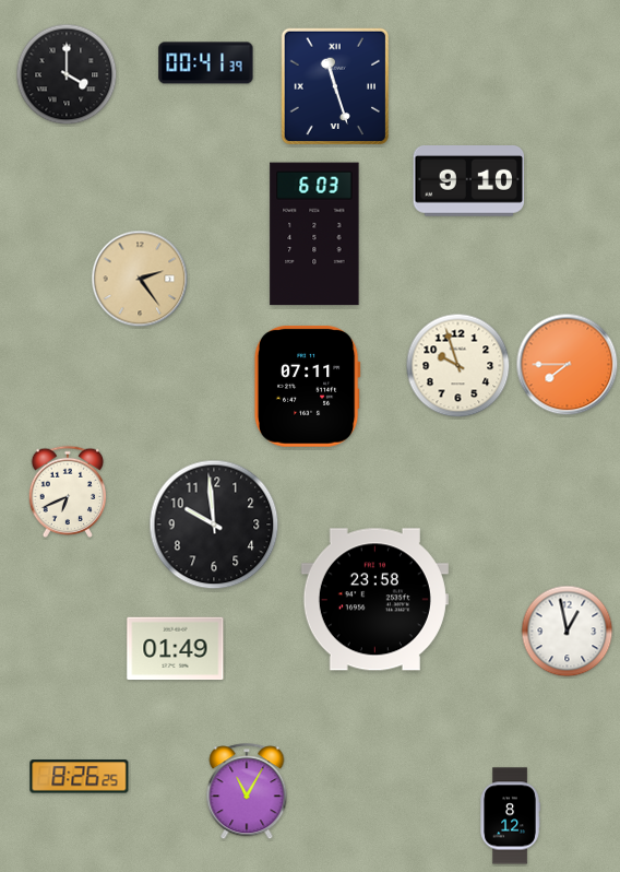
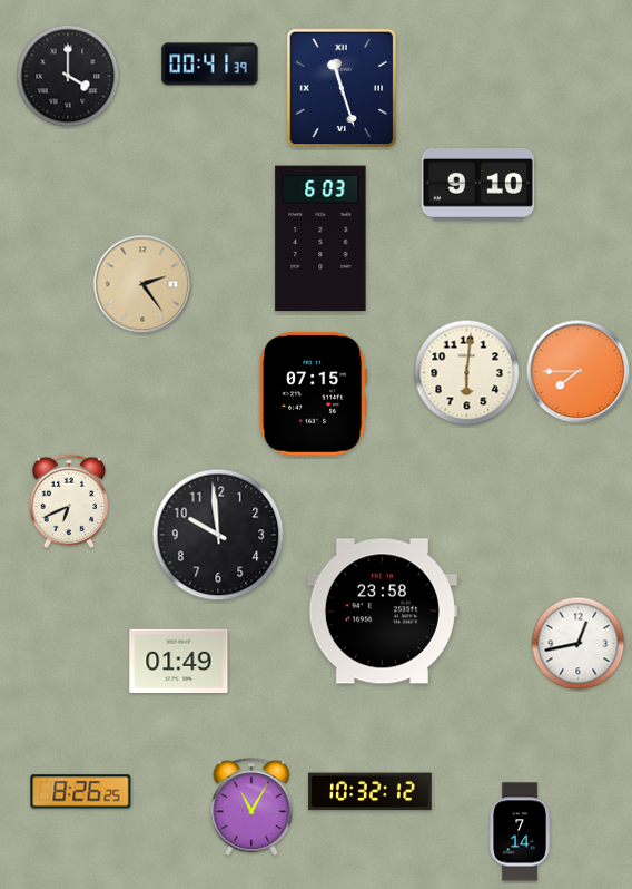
clock at (458, 366): 9:57 -> 6:01
clock at (307, 386): 07:11 -> 07:15
clock at (568, 632): 12:58 -> 12:43
clock at (371, 792): none -> 10:32
clock at (510, 816): 8:12 -> 7:14
